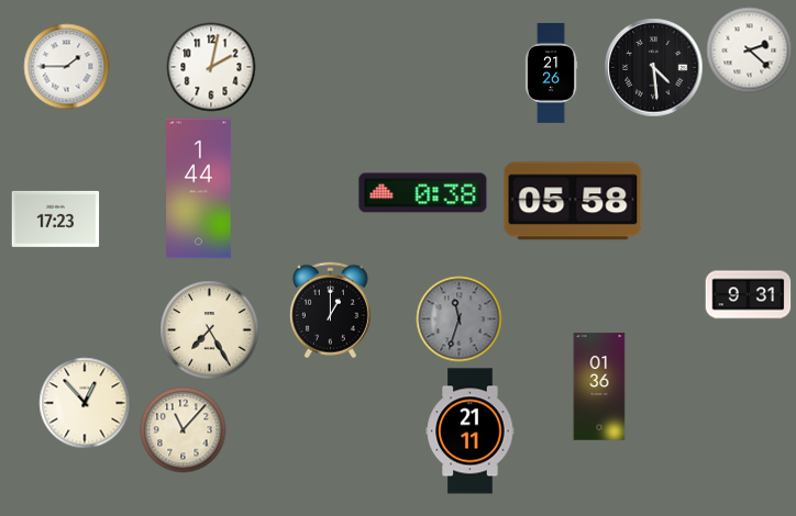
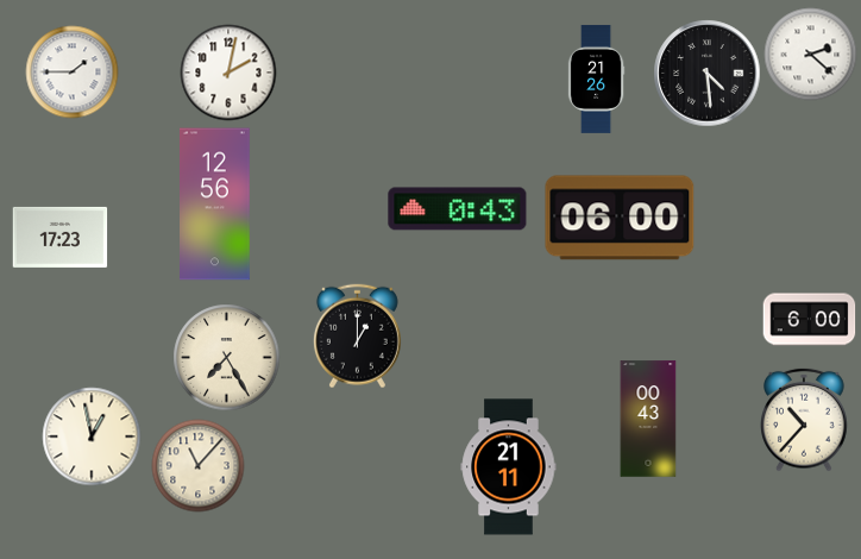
clock at (199, 189): 1:44 -> 12:56
clock at (423, 193): 0:38 -> 0:43
clock at (573, 201): 05:58 -> 06:00
clock at (748, 295): 9:31 -> 6:00
clock at (458, 318): 11:33 -> none
clock at (599, 386): 01:36 -> 00:43
clock at (804, 420): none -> 10:37
clock at (85, 403): 12:53 -> 12:58
